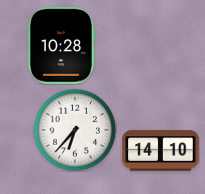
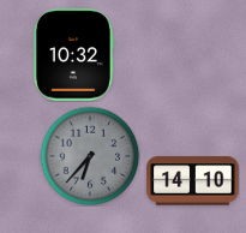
clock at (61, 46): 10:28 -> 10:32
clock at (75, 130) dial: white -> grey
